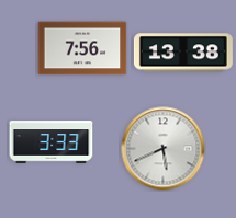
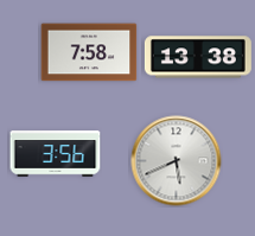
clock at (82, 48): 7:56 -> 7:58
clock at (52, 142): 3:33 -> 3:56
